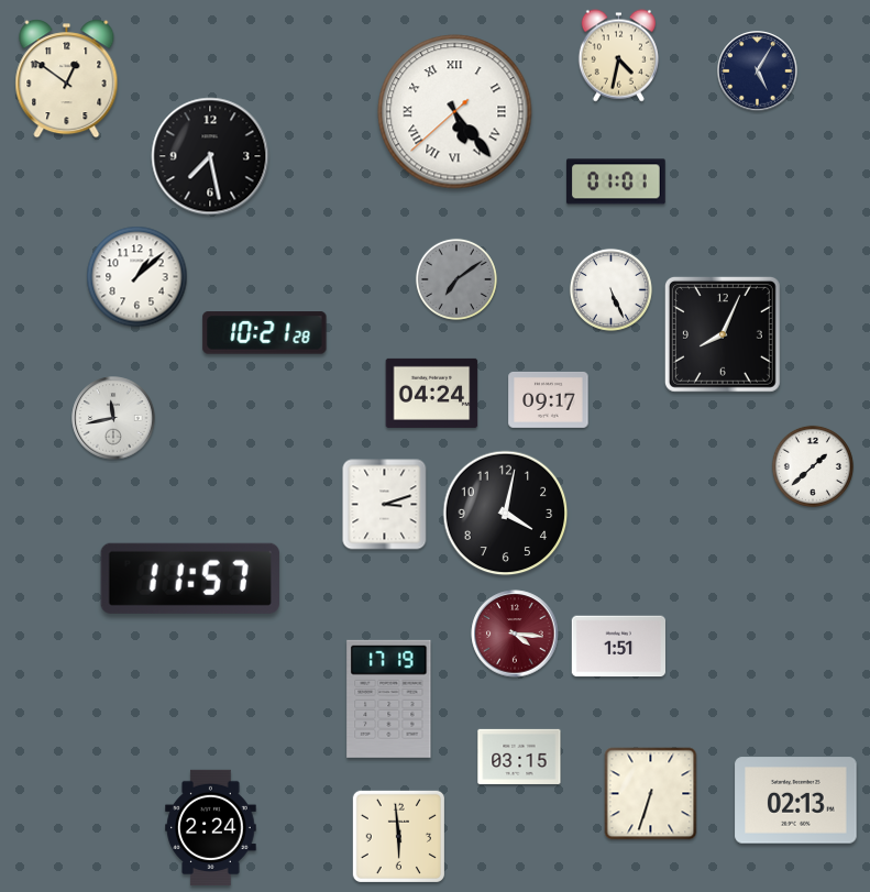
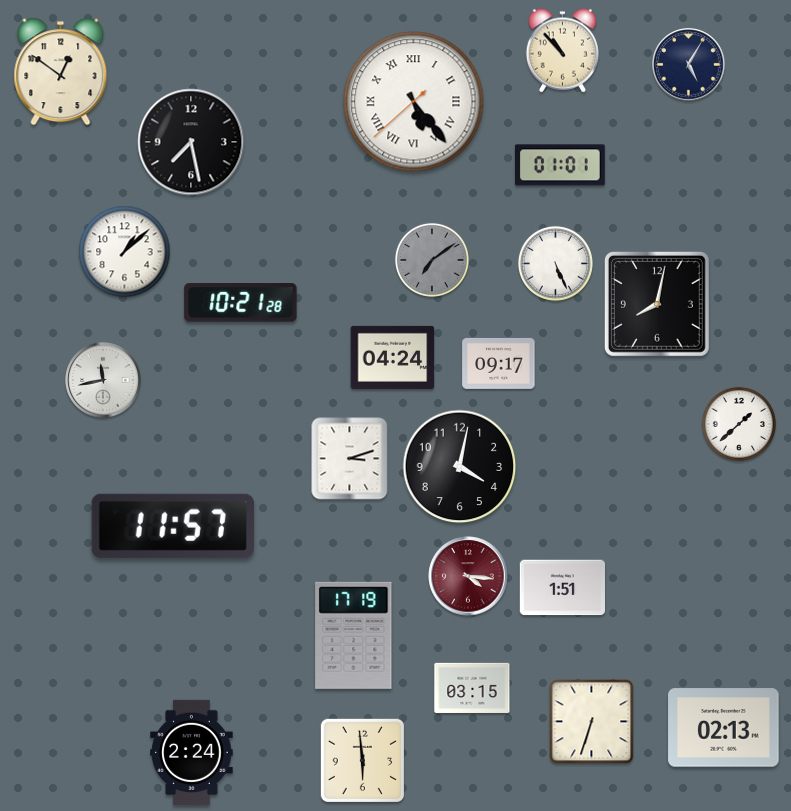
clock at (618, 56): 4:32 -> 10:53
clock at (456, 279) position: (456, 279) -> (432, 260)
clock at (723, 334): 8:04 -> 8:02
